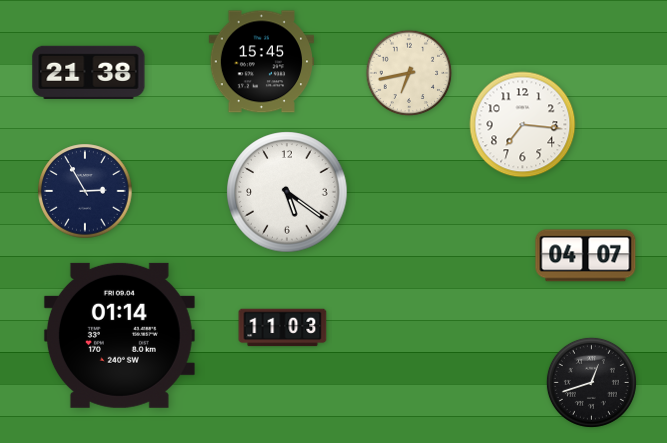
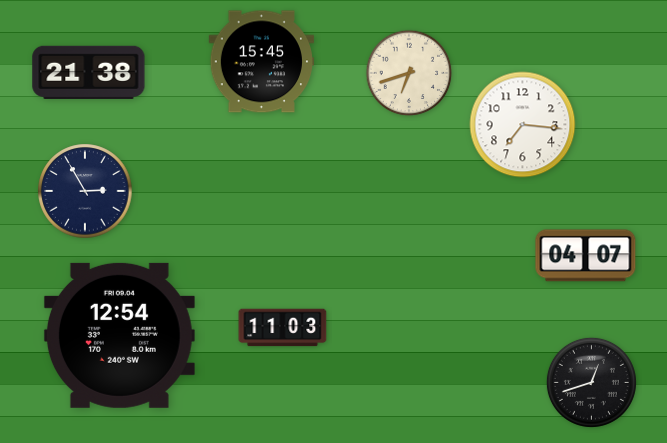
clock at (409, 73): 6:43 -> 6:42
clock at (287, 192): 5:21 -> none
clock at (119, 335): 01:14 -> 12:54
